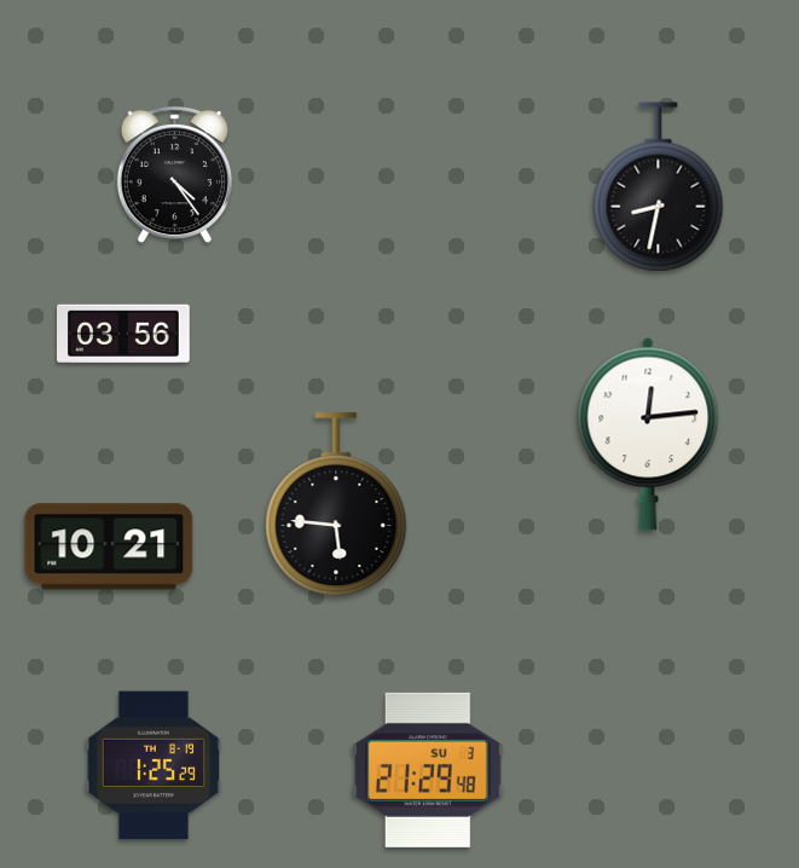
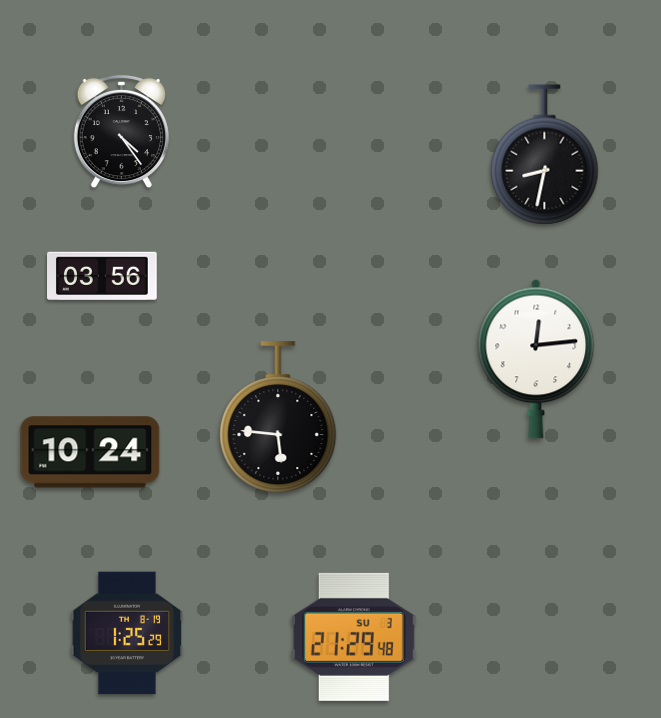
clock at (174, 175) position: (174, 175) -> (121, 132)
clock at (109, 546): 10:21 -> 10:24
